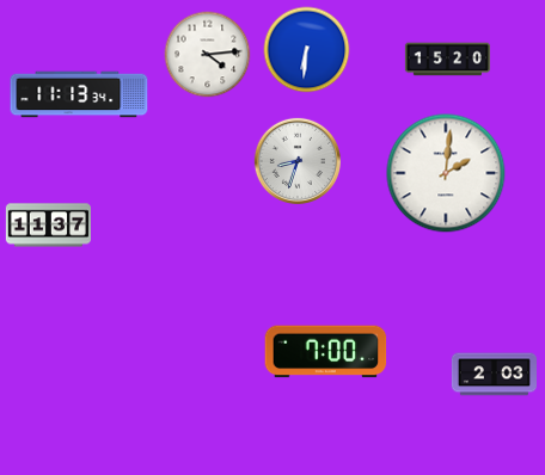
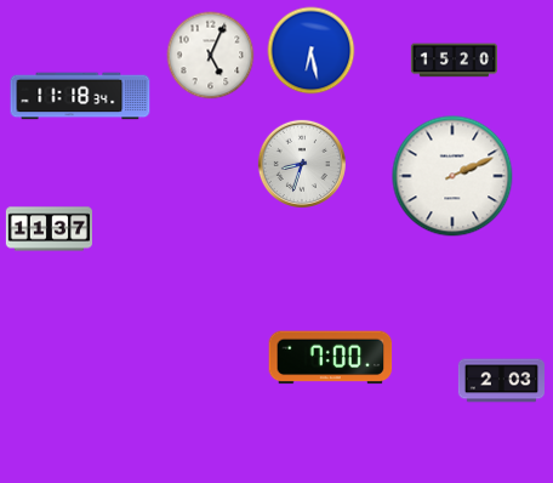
clock at (307, 50): 6:31 -> 6:28
clock at (208, 55): 4:14 -> 5:04
clock at (79, 94): 11:13 -> 11:18
clock at (446, 173): 2:01 -> 2:11
